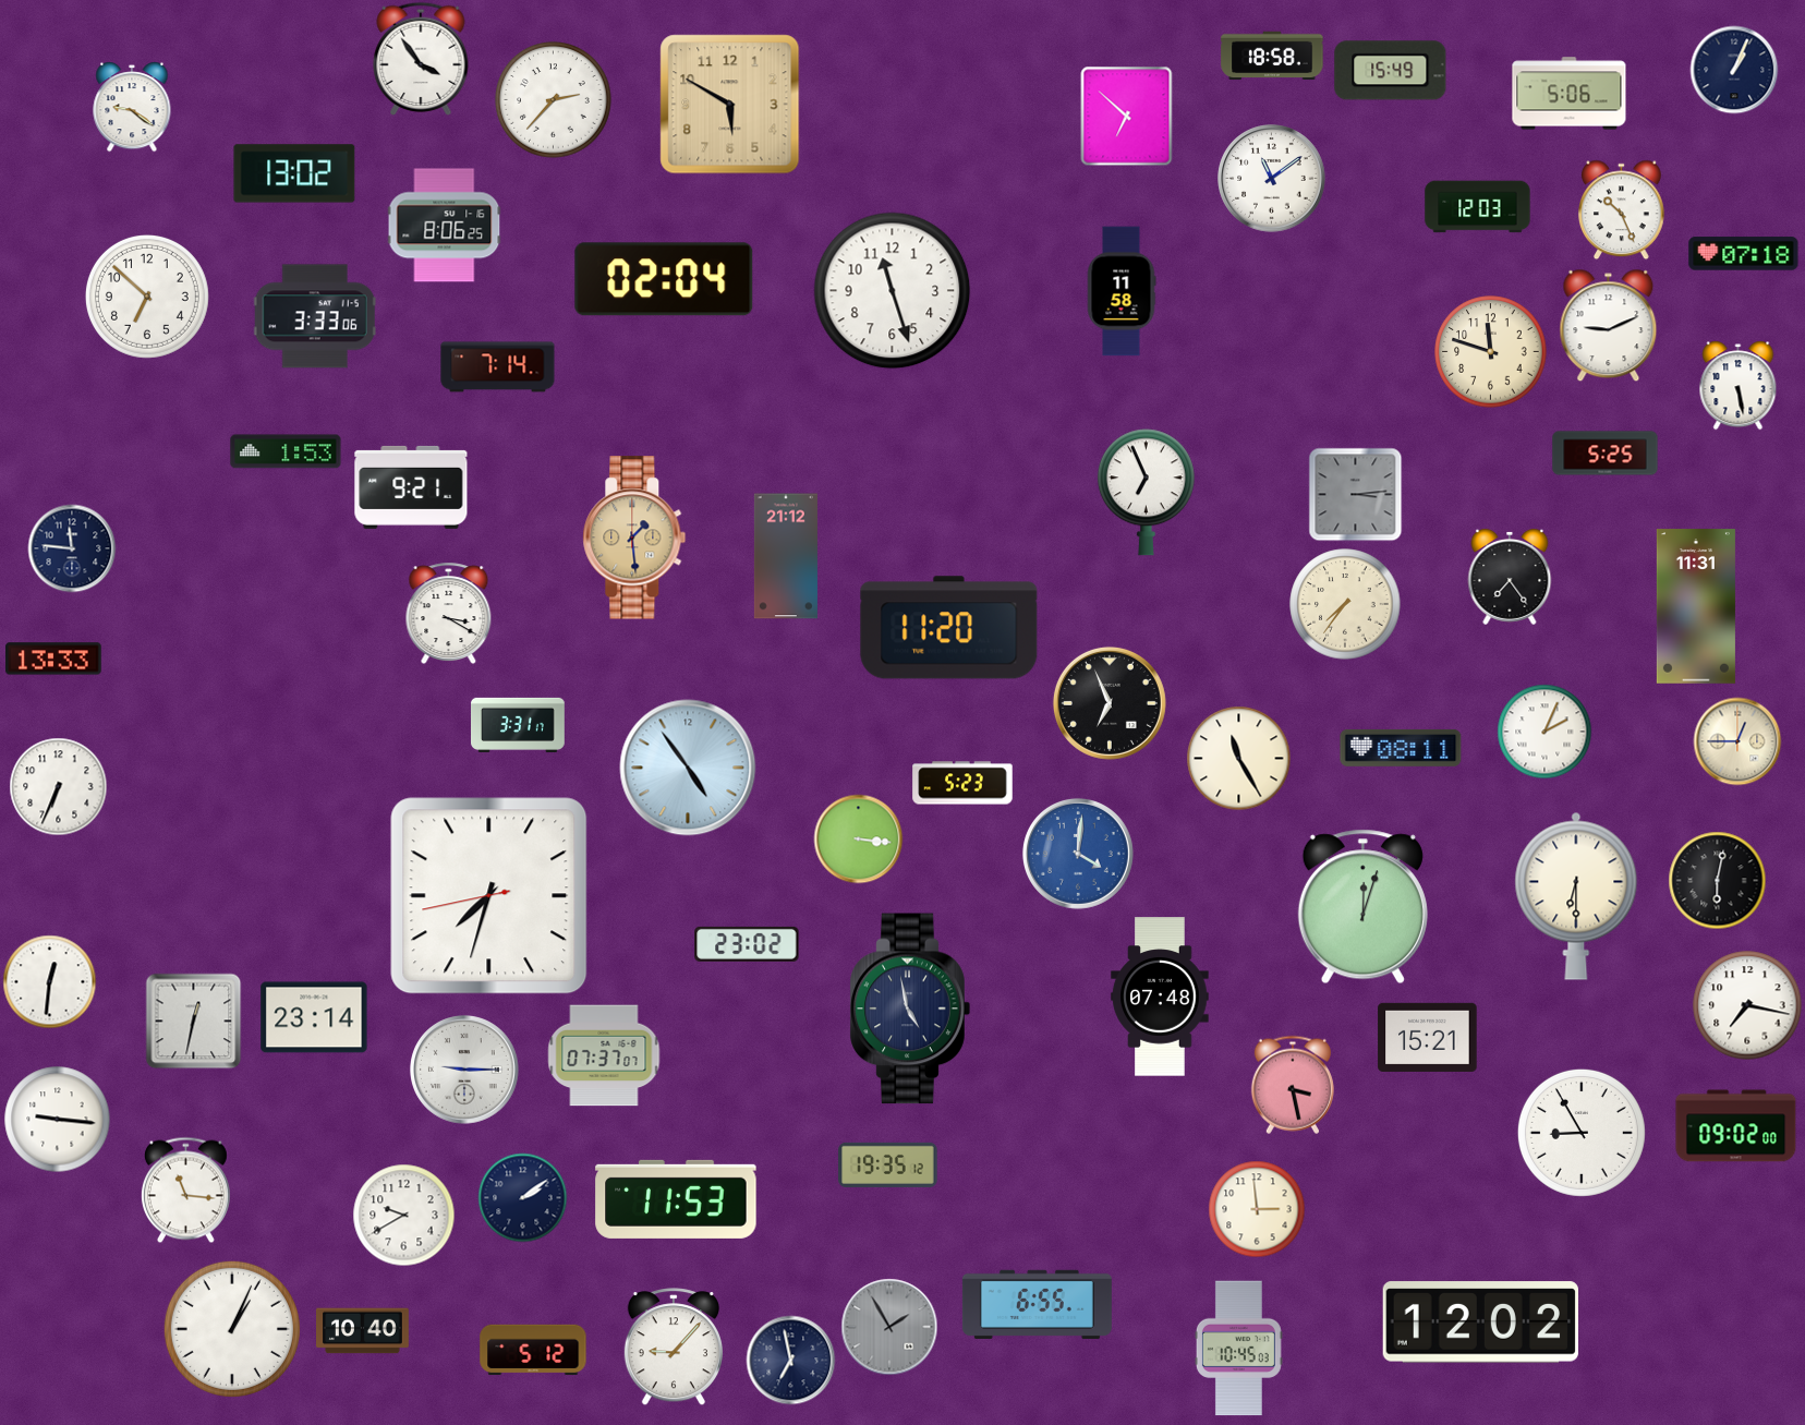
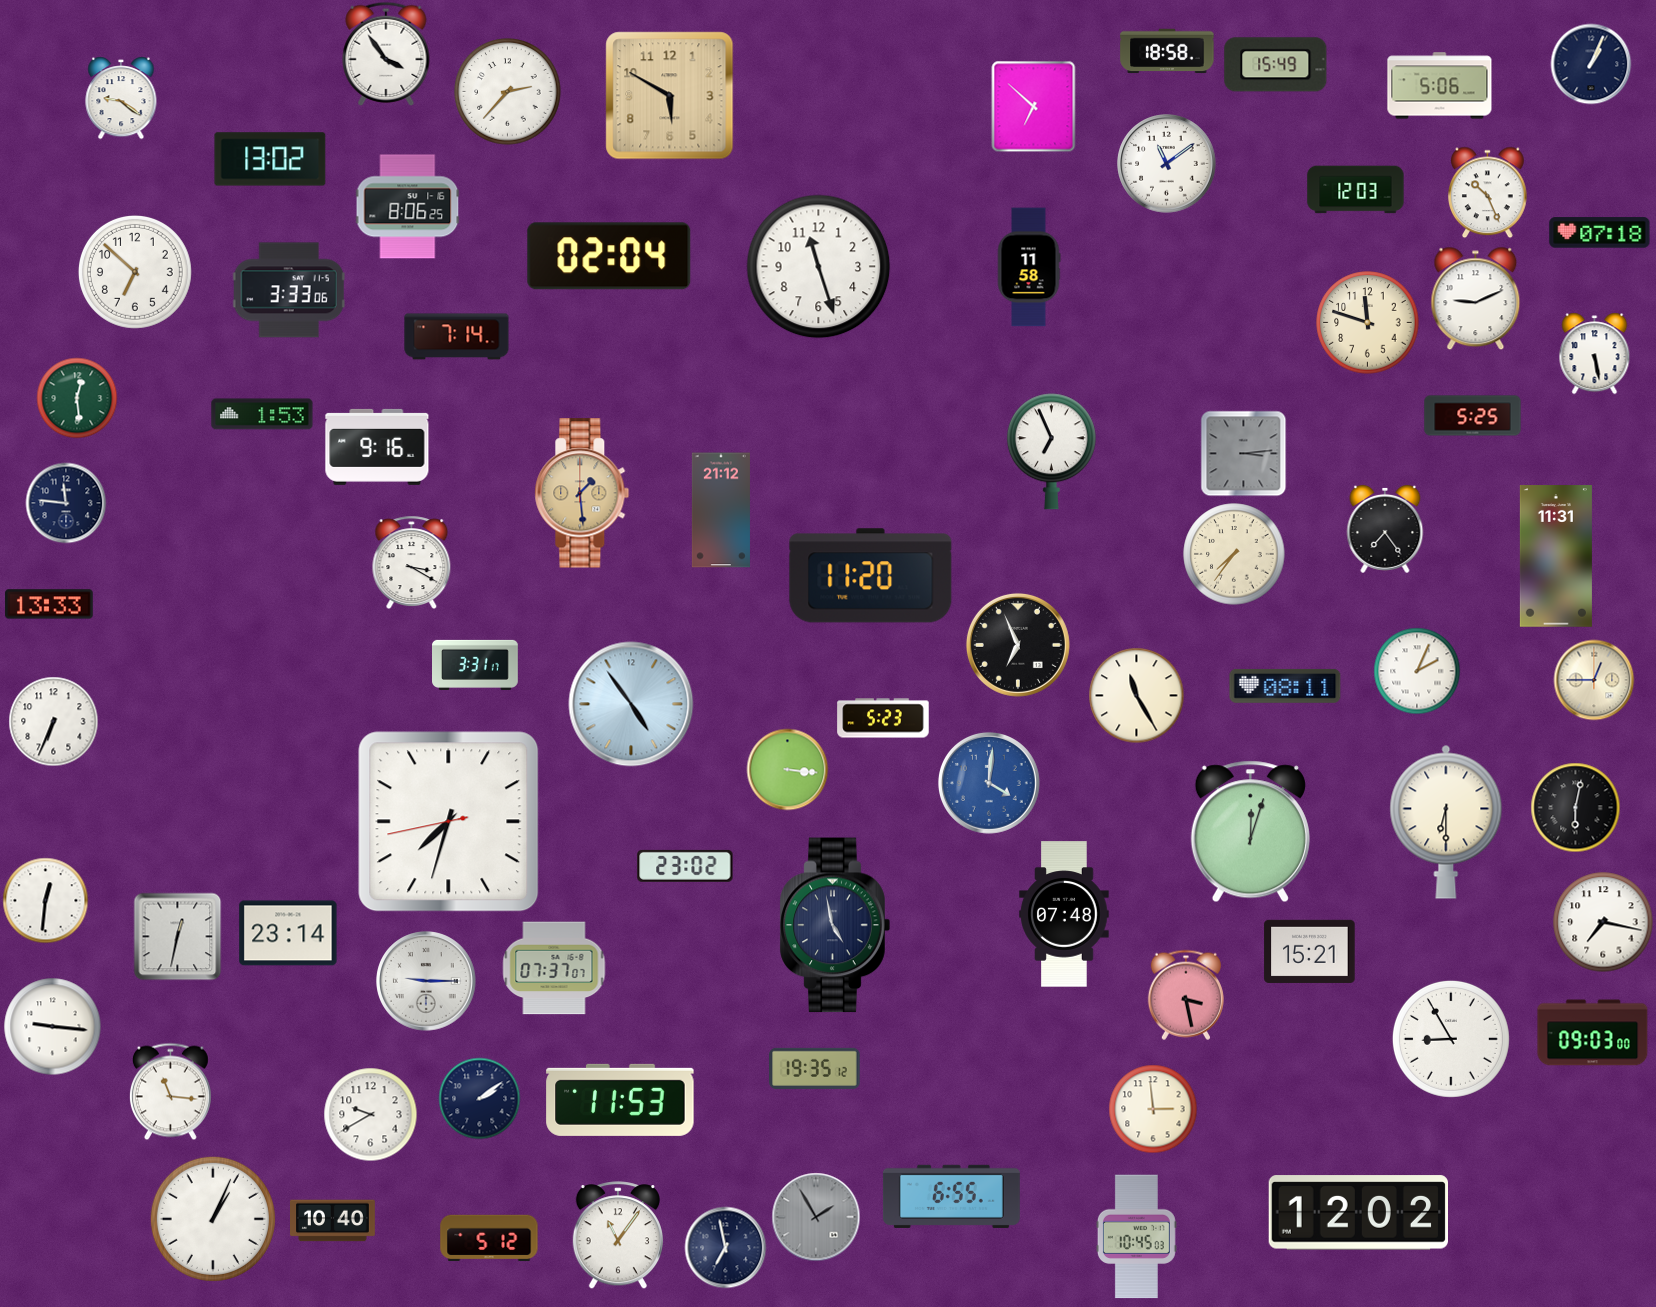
clock at (77, 398): none -> 12:29
clock at (411, 487): 9:21 -> 9:16
clock at (1736, 1126): 09:02 -> 09:03
clock at (674, 1346): 9:07 -> 11:06
